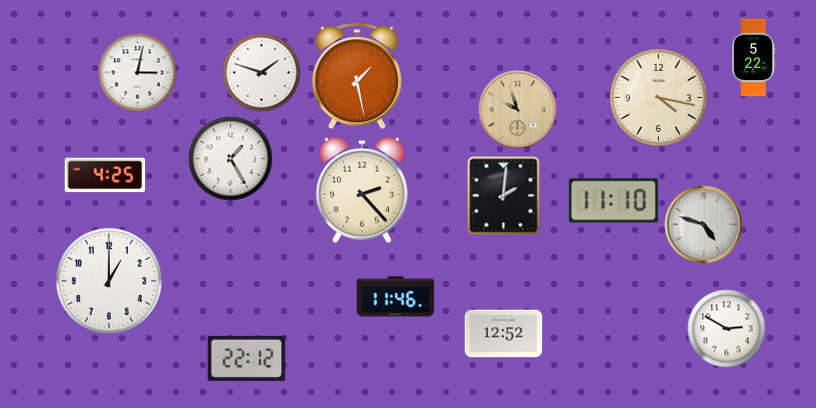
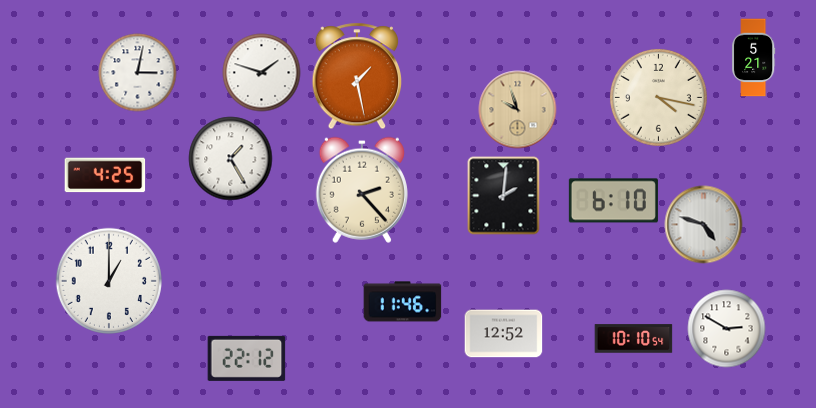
clock at (754, 57): 5:22 -> 5:21
clock at (613, 201): 11:10 -> 6:10
clock at (395, 297) position: (395, 297) -> (402, 302)
clock at (633, 339): none -> 10:10
